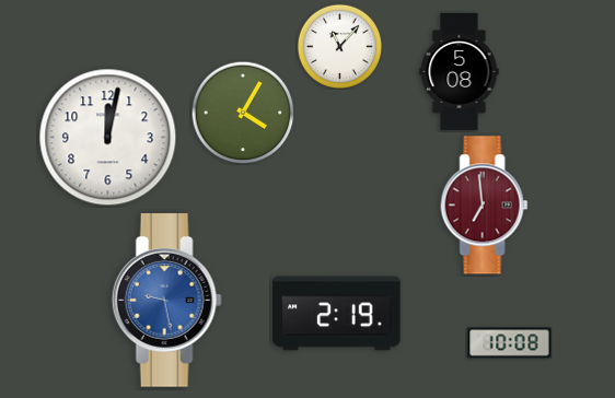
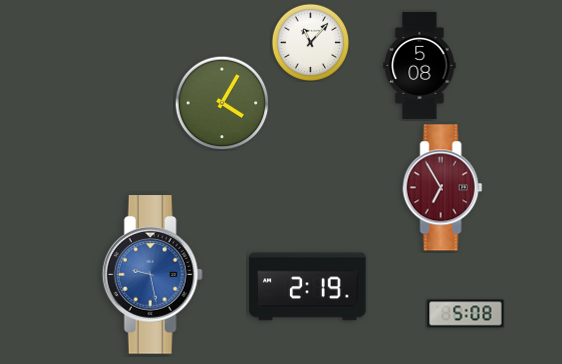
clock at (108, 138): 12:02 -> none
clock at (485, 206): 6:59 -> 6:55
clock at (510, 343): 10:08 -> 5:08
